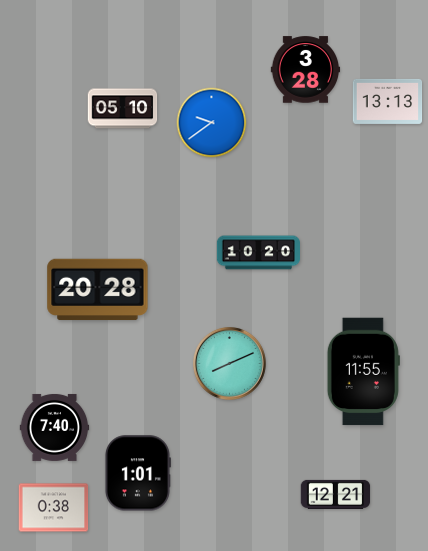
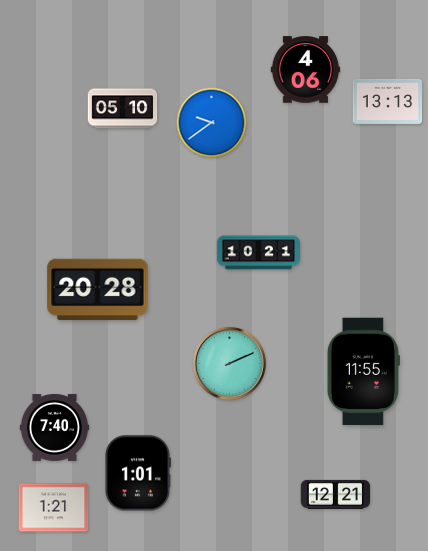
clock at (306, 70): 3:28 -> 4:06
clock at (258, 253): 10:20 -> 10:21
clock at (230, 364): 8:11 -> 2:11
clock at (54, 508): 0:38 -> 1:21
